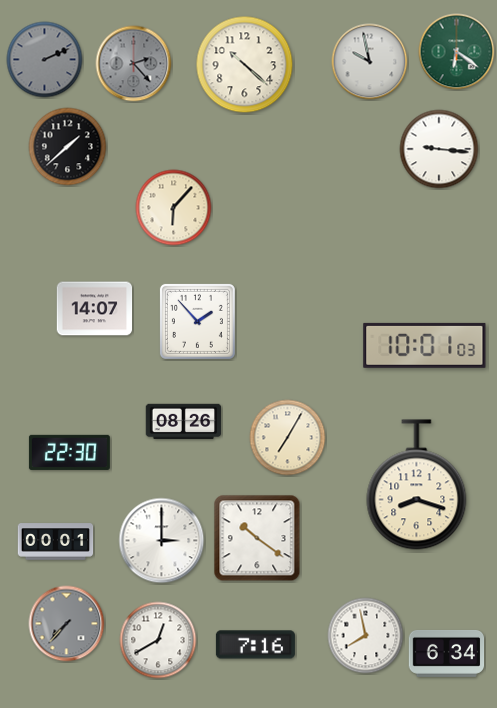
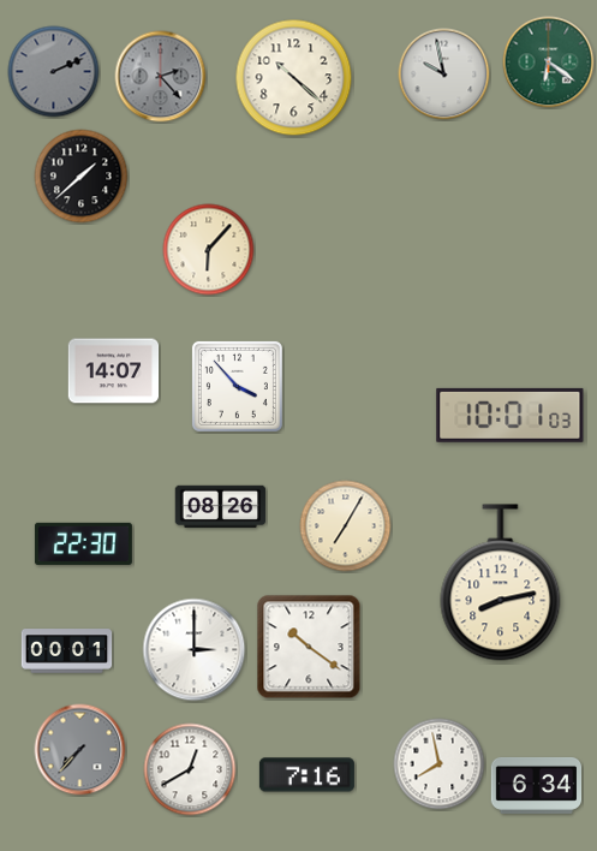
clock at (439, 149): 9:16 -> none
clock at (197, 321): 1:53 -> 3:53
clock at (417, 485): 8:18 -> 8:13
